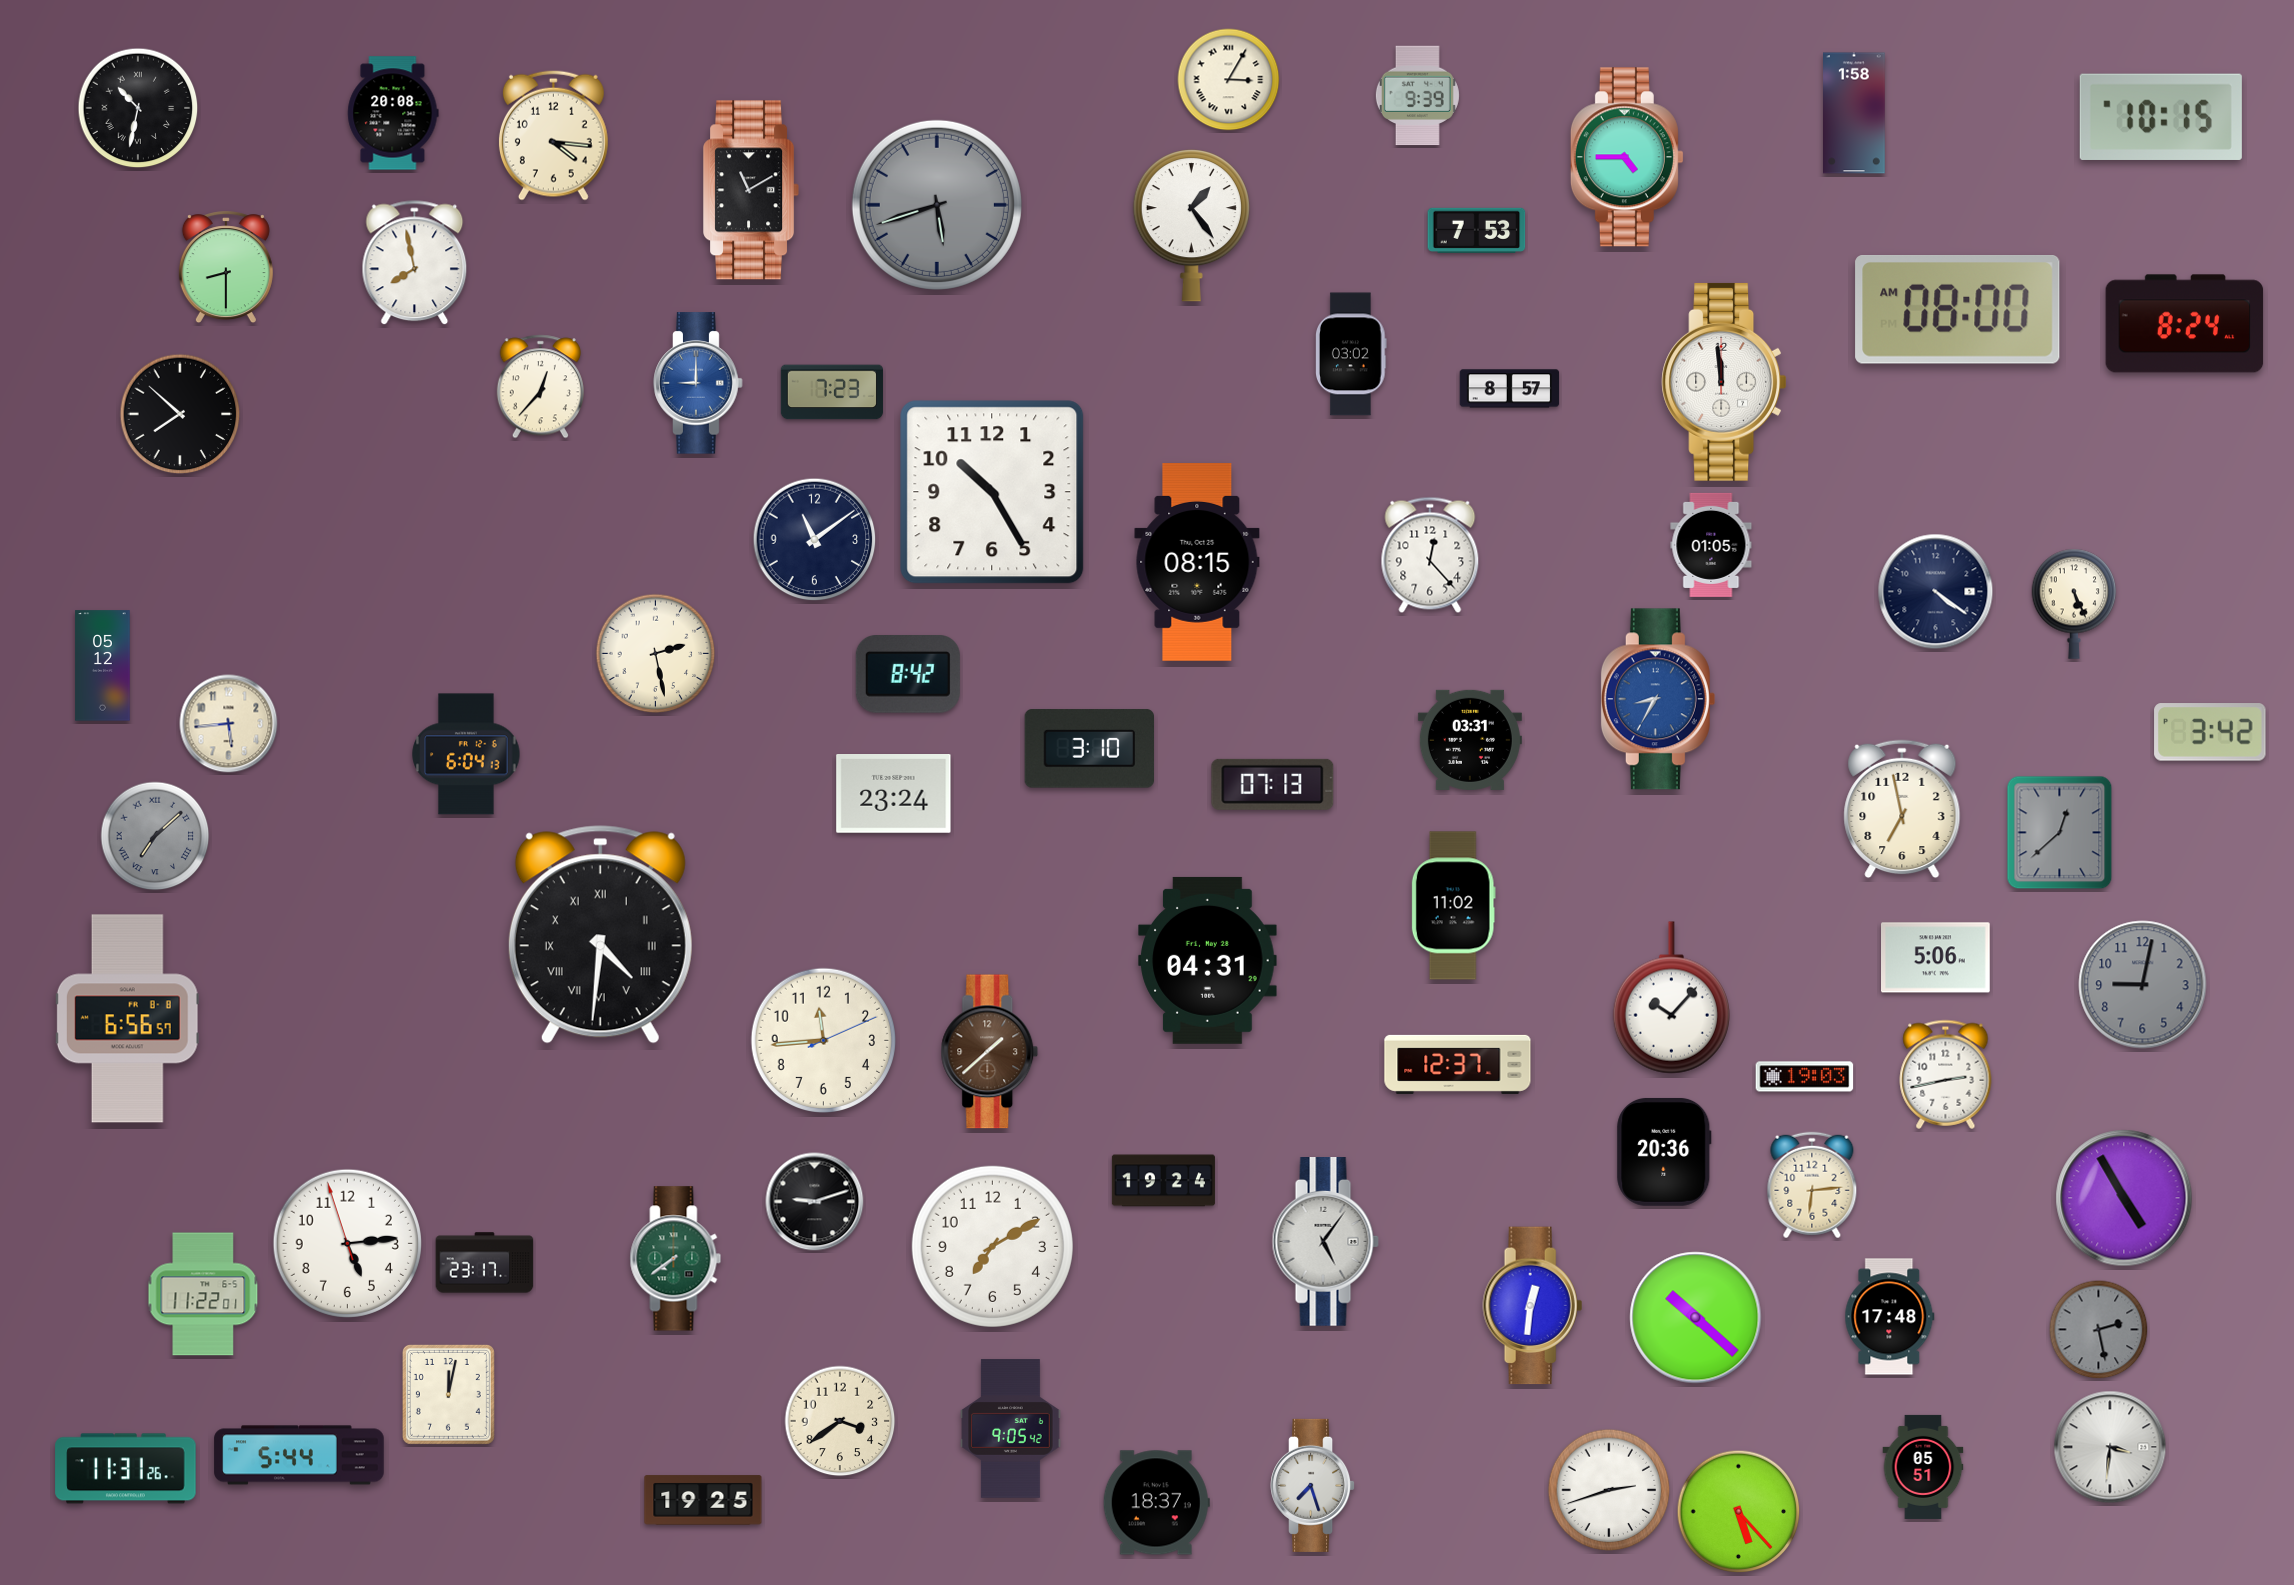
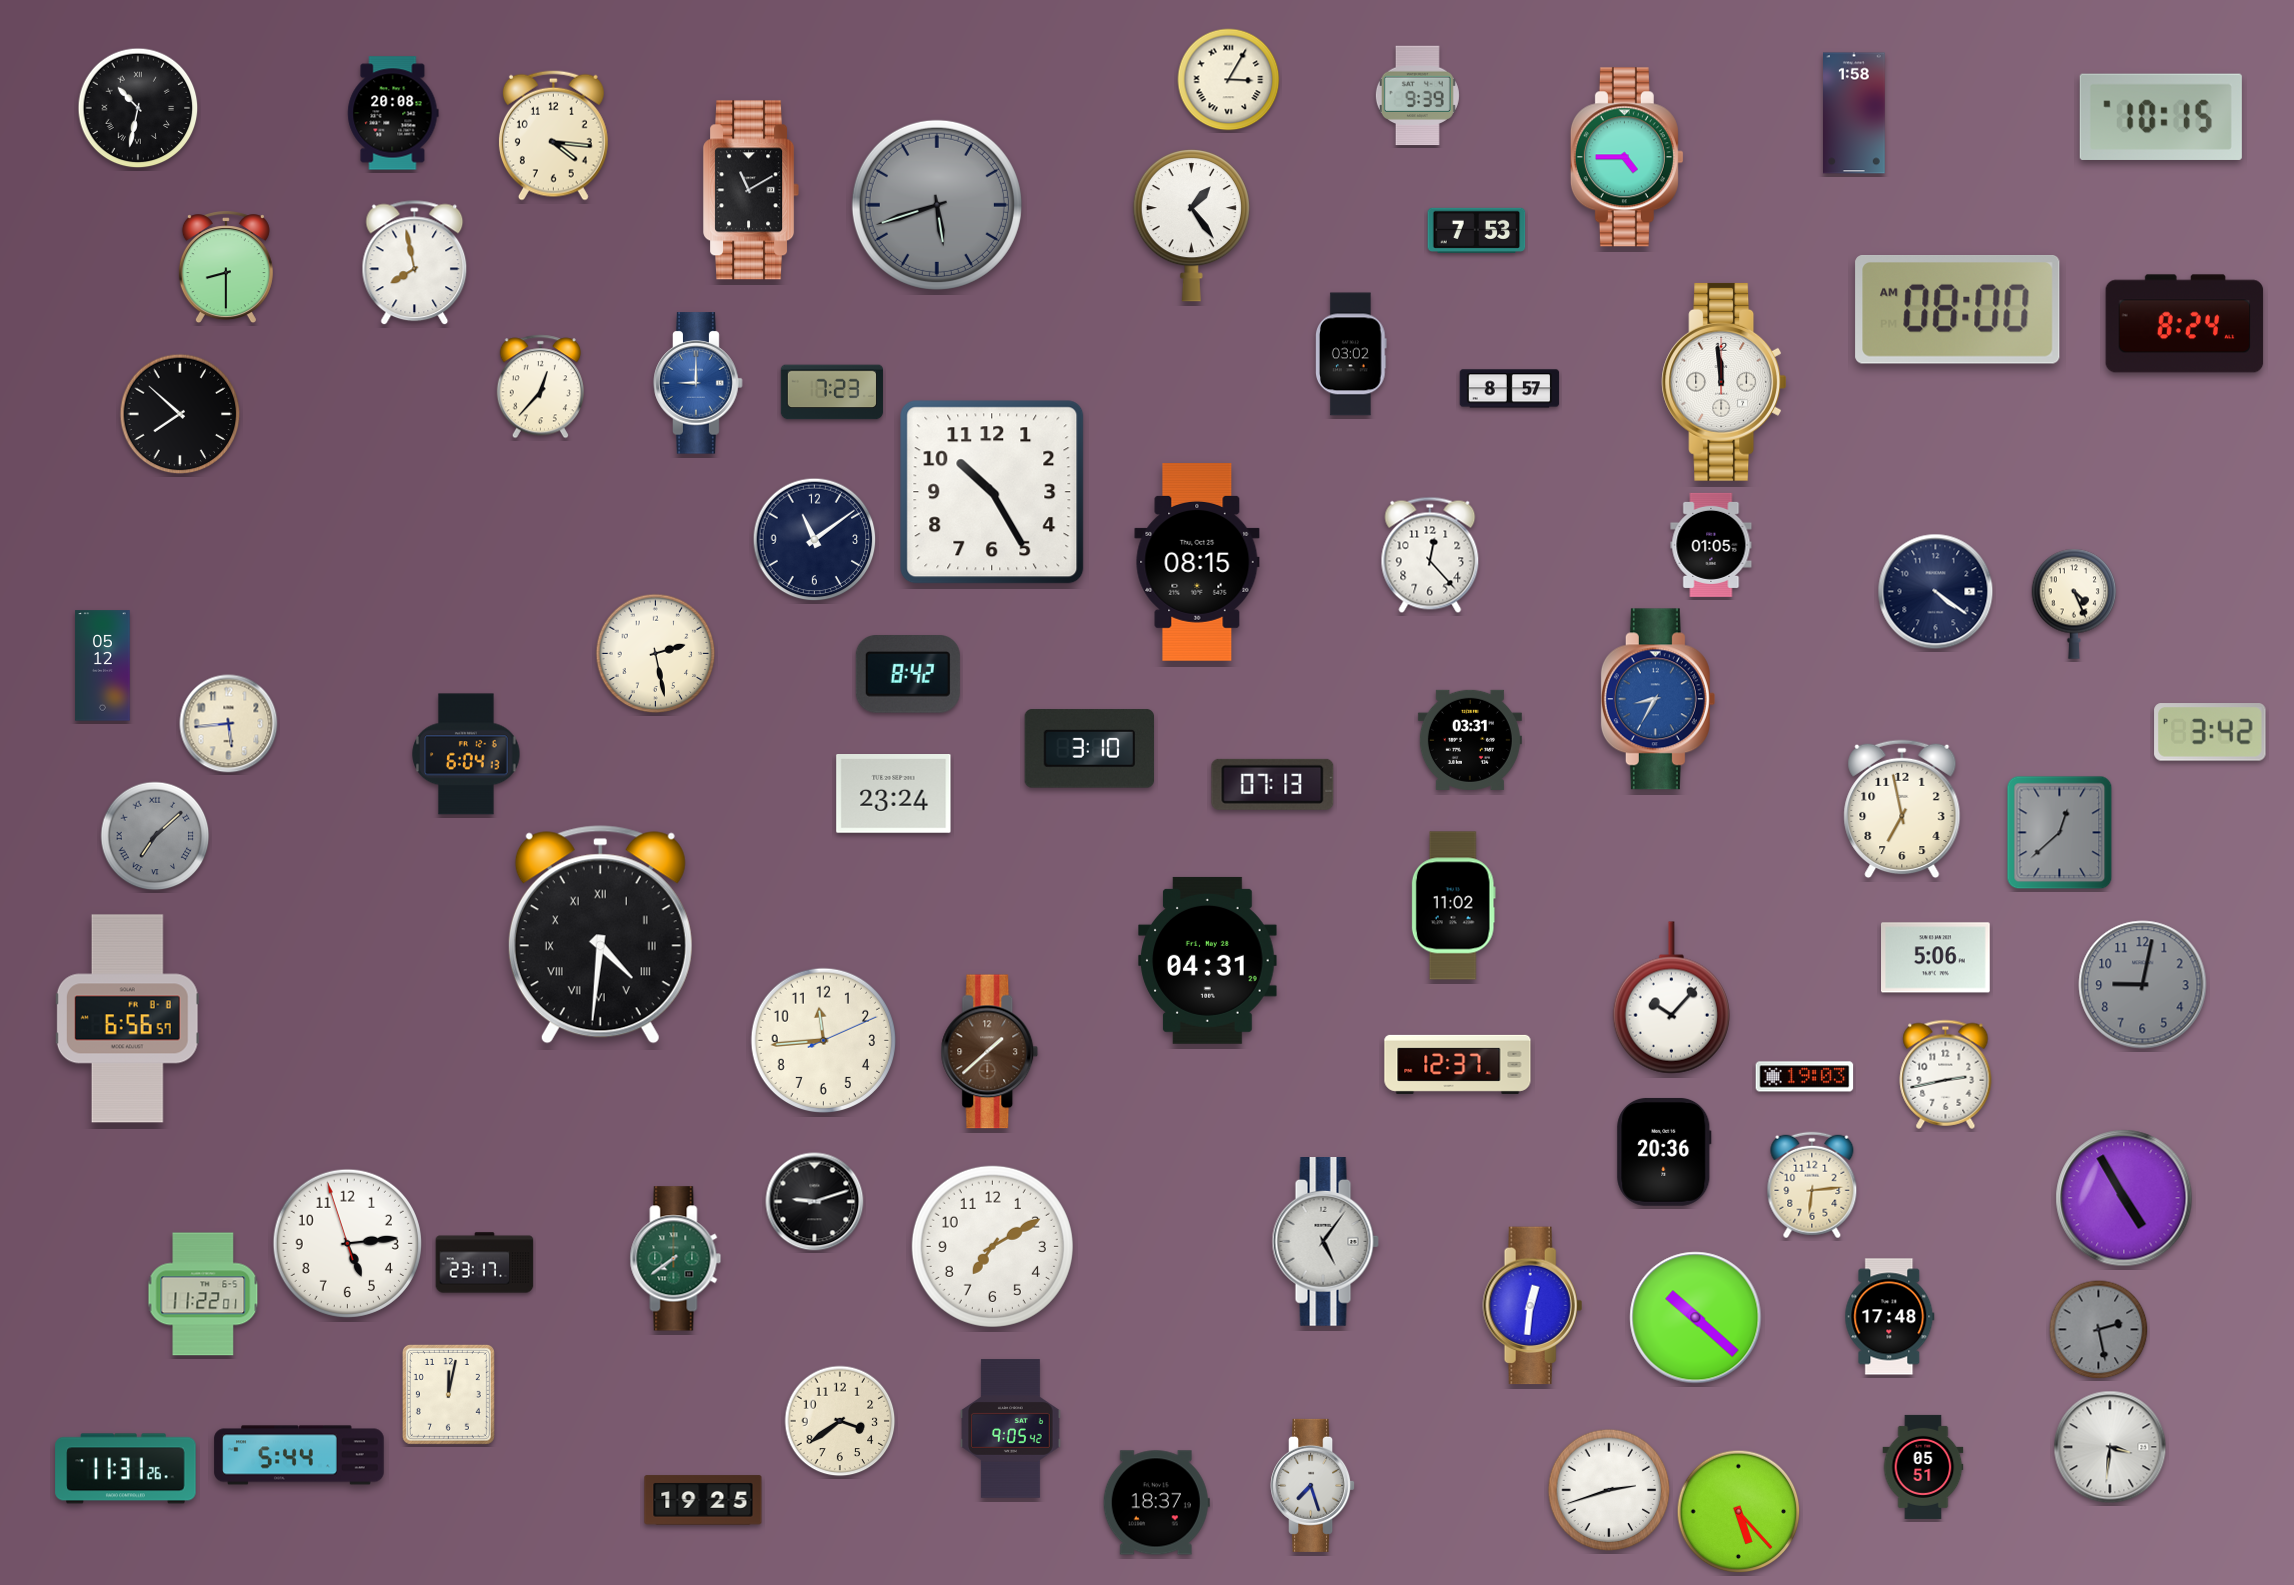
clock at (2074, 604): 5:26 -> 4:26
clock at (1163, 1181): 19:24 -> none
